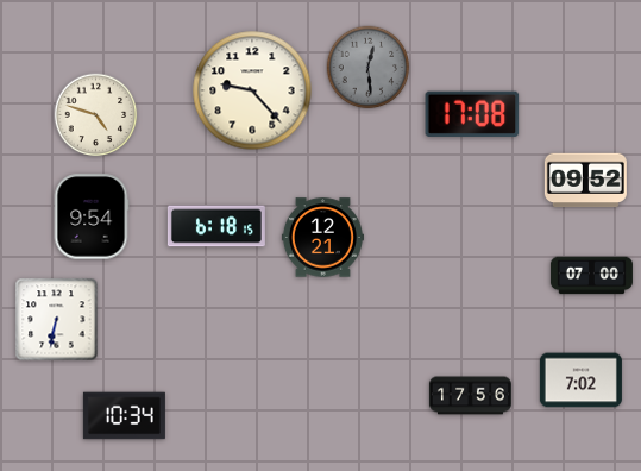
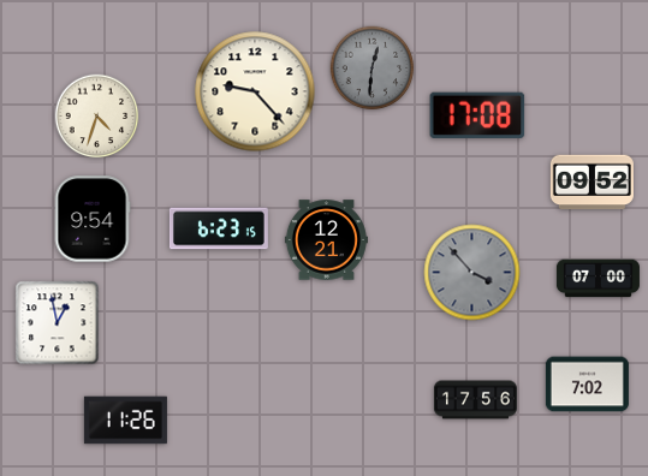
clock at (369, 68): 12:29 -> 12:31
clock at (96, 115): 4:48 -> 4:33
clock at (216, 226): 6:18 -> 6:23
clock at (472, 273): none -> 3:53
clock at (57, 320): 6:32 -> 12:58
clock at (124, 416): 10:34 -> 11:26
